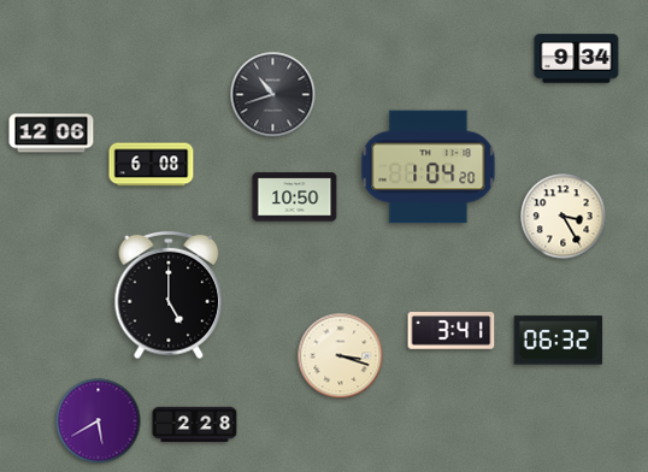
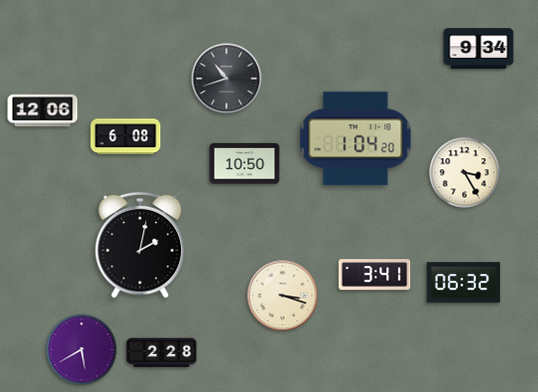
clock at (564, 217) position: (564, 217) -> (465, 173)
clock at (169, 295): 5:00 -> 2:02
